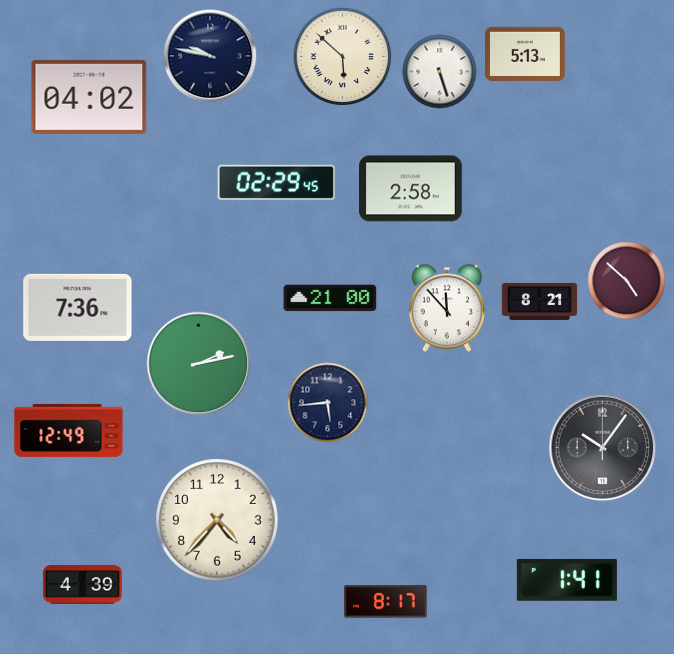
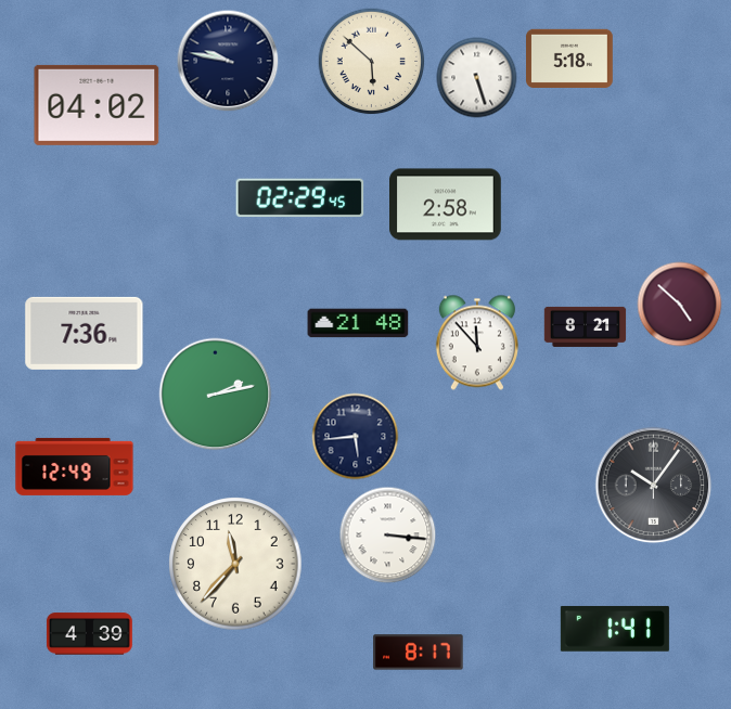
clock at (526, 53): 5:13 -> 5:18
clock at (330, 298): 21:00 -> 21:48
clock at (447, 308) position: (447, 308) -> (477, 343)
clock at (388, 536): none -> 3:16
clock at (217, 520): 4:37 -> 11:37
